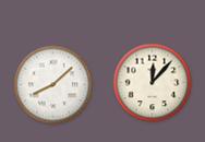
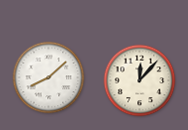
clock at (153, 83) position: (153, 83) -> (140, 81)
